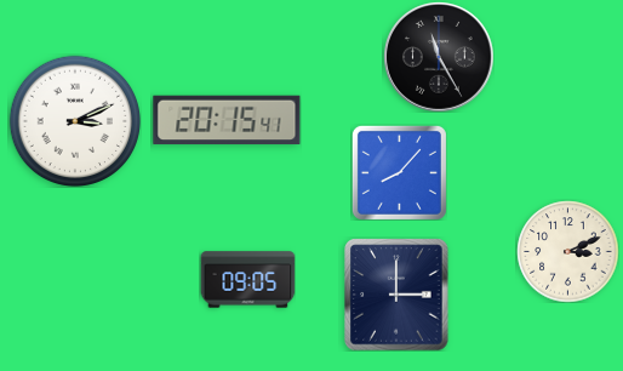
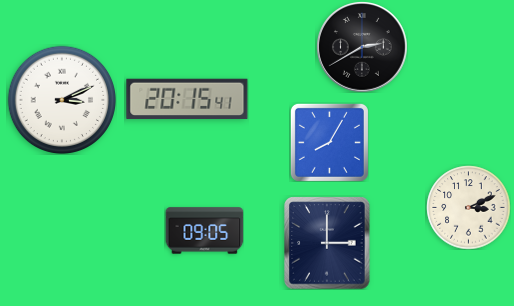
clock at (439, 57): 11:25 -> 2:40
clock at (399, 172): 8:07 -> 8:05
